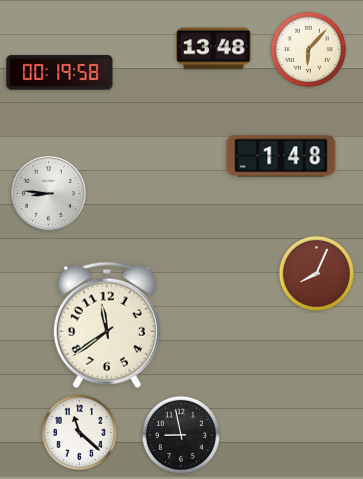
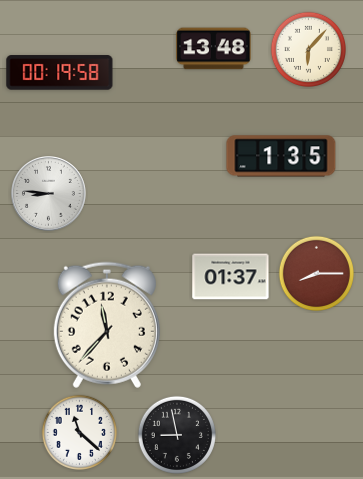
clock at (281, 156): 1:48 -> 1:35
clock at (316, 273): 8:04 -> 8:15
clock at (231, 277): none -> 01:37
clock at (107, 325): 11:39 -> 11:37
clock at (181, 435) position: (181, 435) -> (177, 435)
